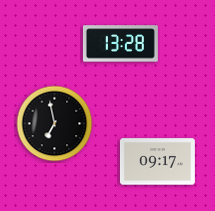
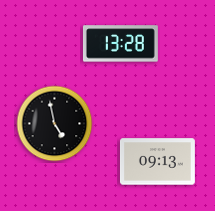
clock at (55, 124): 6:58 -> 4:58
clock at (157, 162): 09:17 -> 09:13
